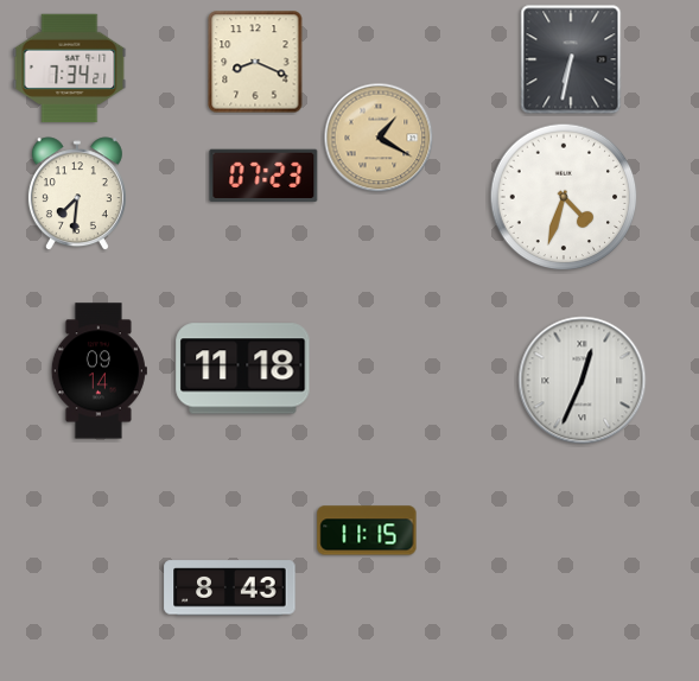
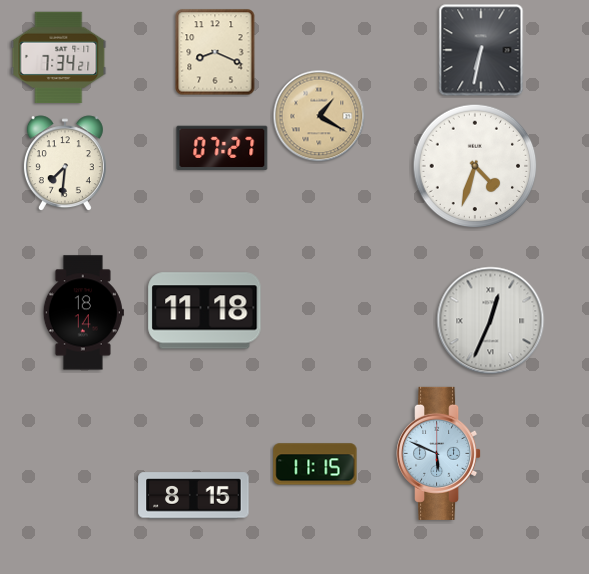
clock at (263, 176): 07:23 -> 07:27
clock at (99, 371): 09:14 -> 18:14
clock at (367, 530) position: (367, 530) -> (315, 464)
clock at (439, 453): none -> 5:49
clock at (230, 588): 8:43 -> 8:15
